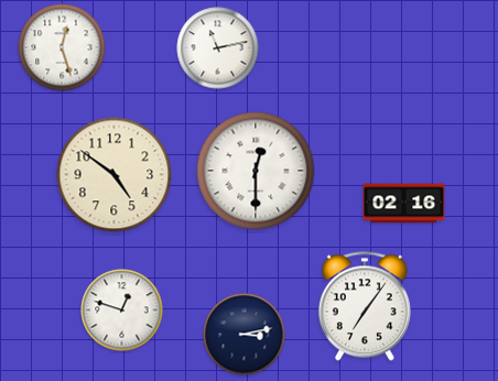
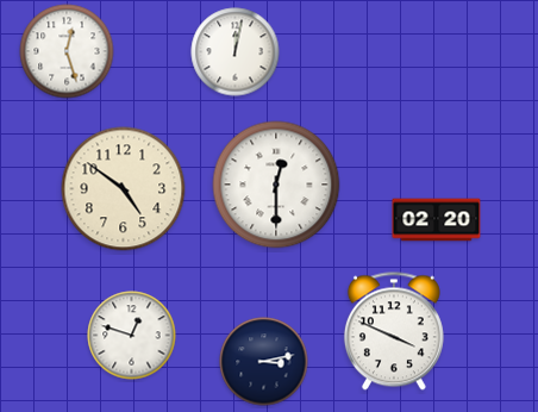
clock at (218, 48): 11:13 -> 12:02
clock at (404, 204): 02:16 -> 02:20
clock at (365, 306): 7:06 -> 3:49
